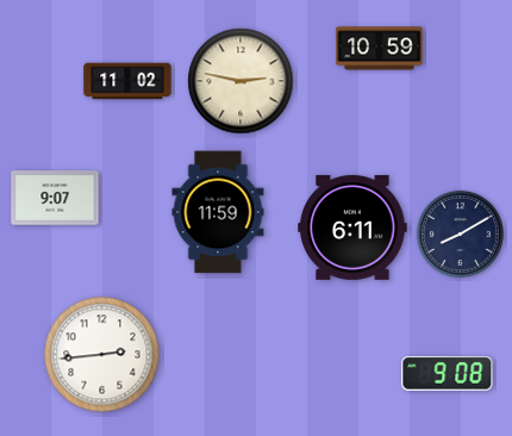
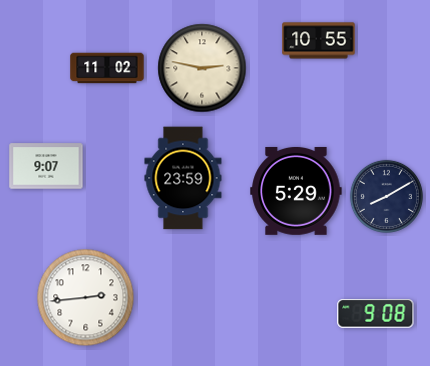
clock at (380, 49): 10:59 -> 10:55
clock at (218, 212): 11:59 -> 23:59
clock at (352, 228): 6:11 -> 5:29
